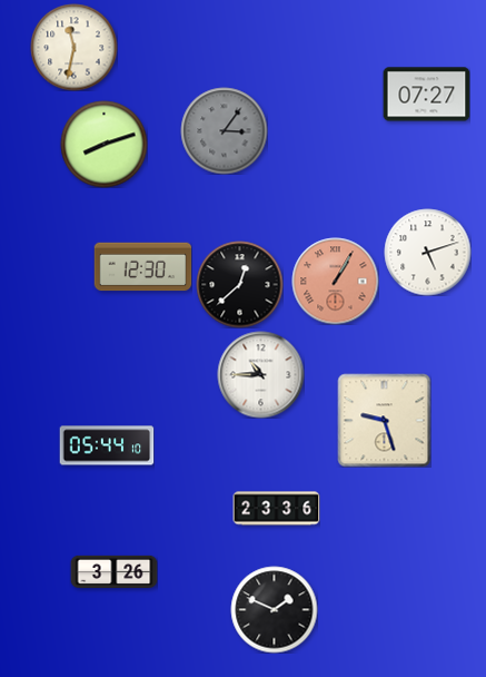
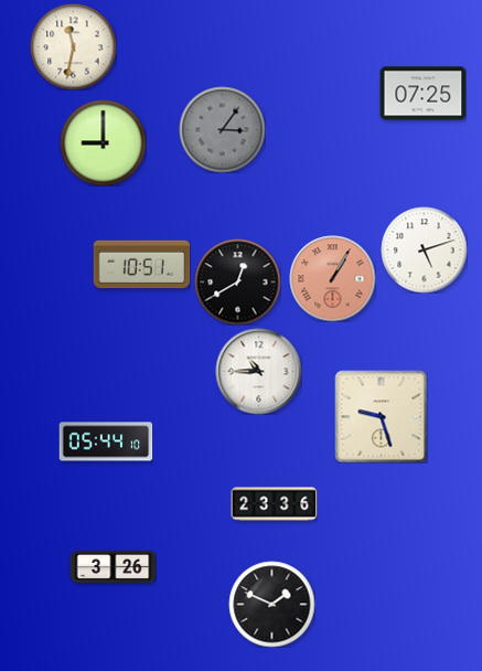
clock at (426, 95): 07:27 -> 07:25
clock at (103, 144): 8:12 -> 9:00
clock at (142, 267): 12:30 -> 10:51
clock at (239, 284): 12:38 -> 12:40
